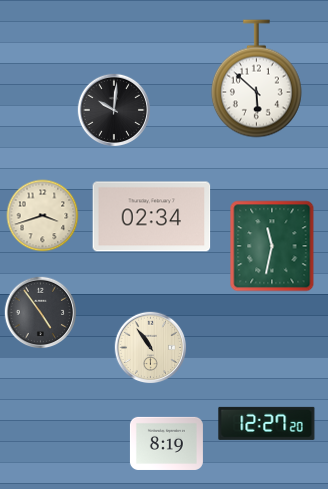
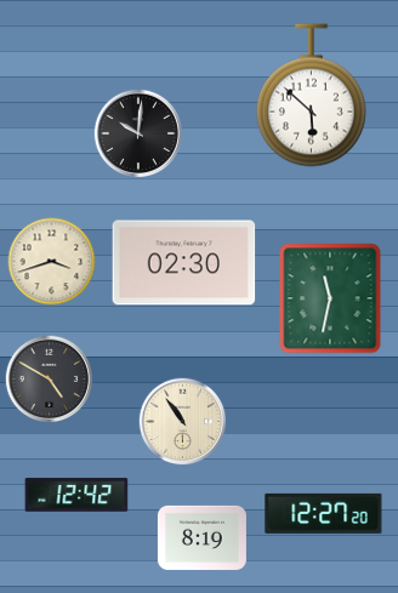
clock at (152, 217): 02:34 -> 02:30
clock at (41, 313): 4:54 -> 4:50
clock at (76, 495): none -> 12:42
